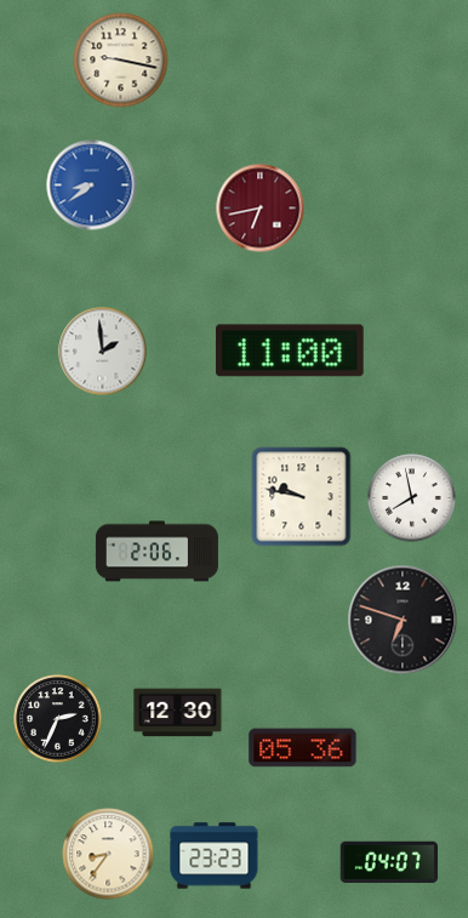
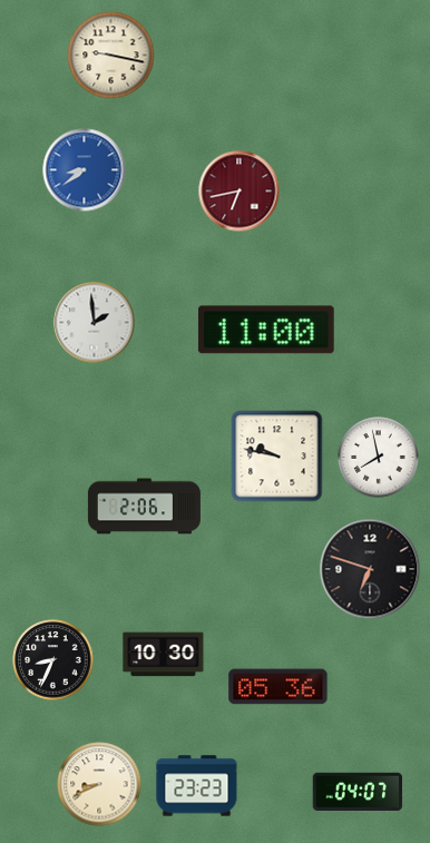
clock at (290, 350) position: (290, 350) -> (266, 330)
clock at (178, 713): 12:30 -> 10:30
clock at (58, 719): 2:34 -> 8:34
clock at (108, 854): 8:36 -> 8:41
